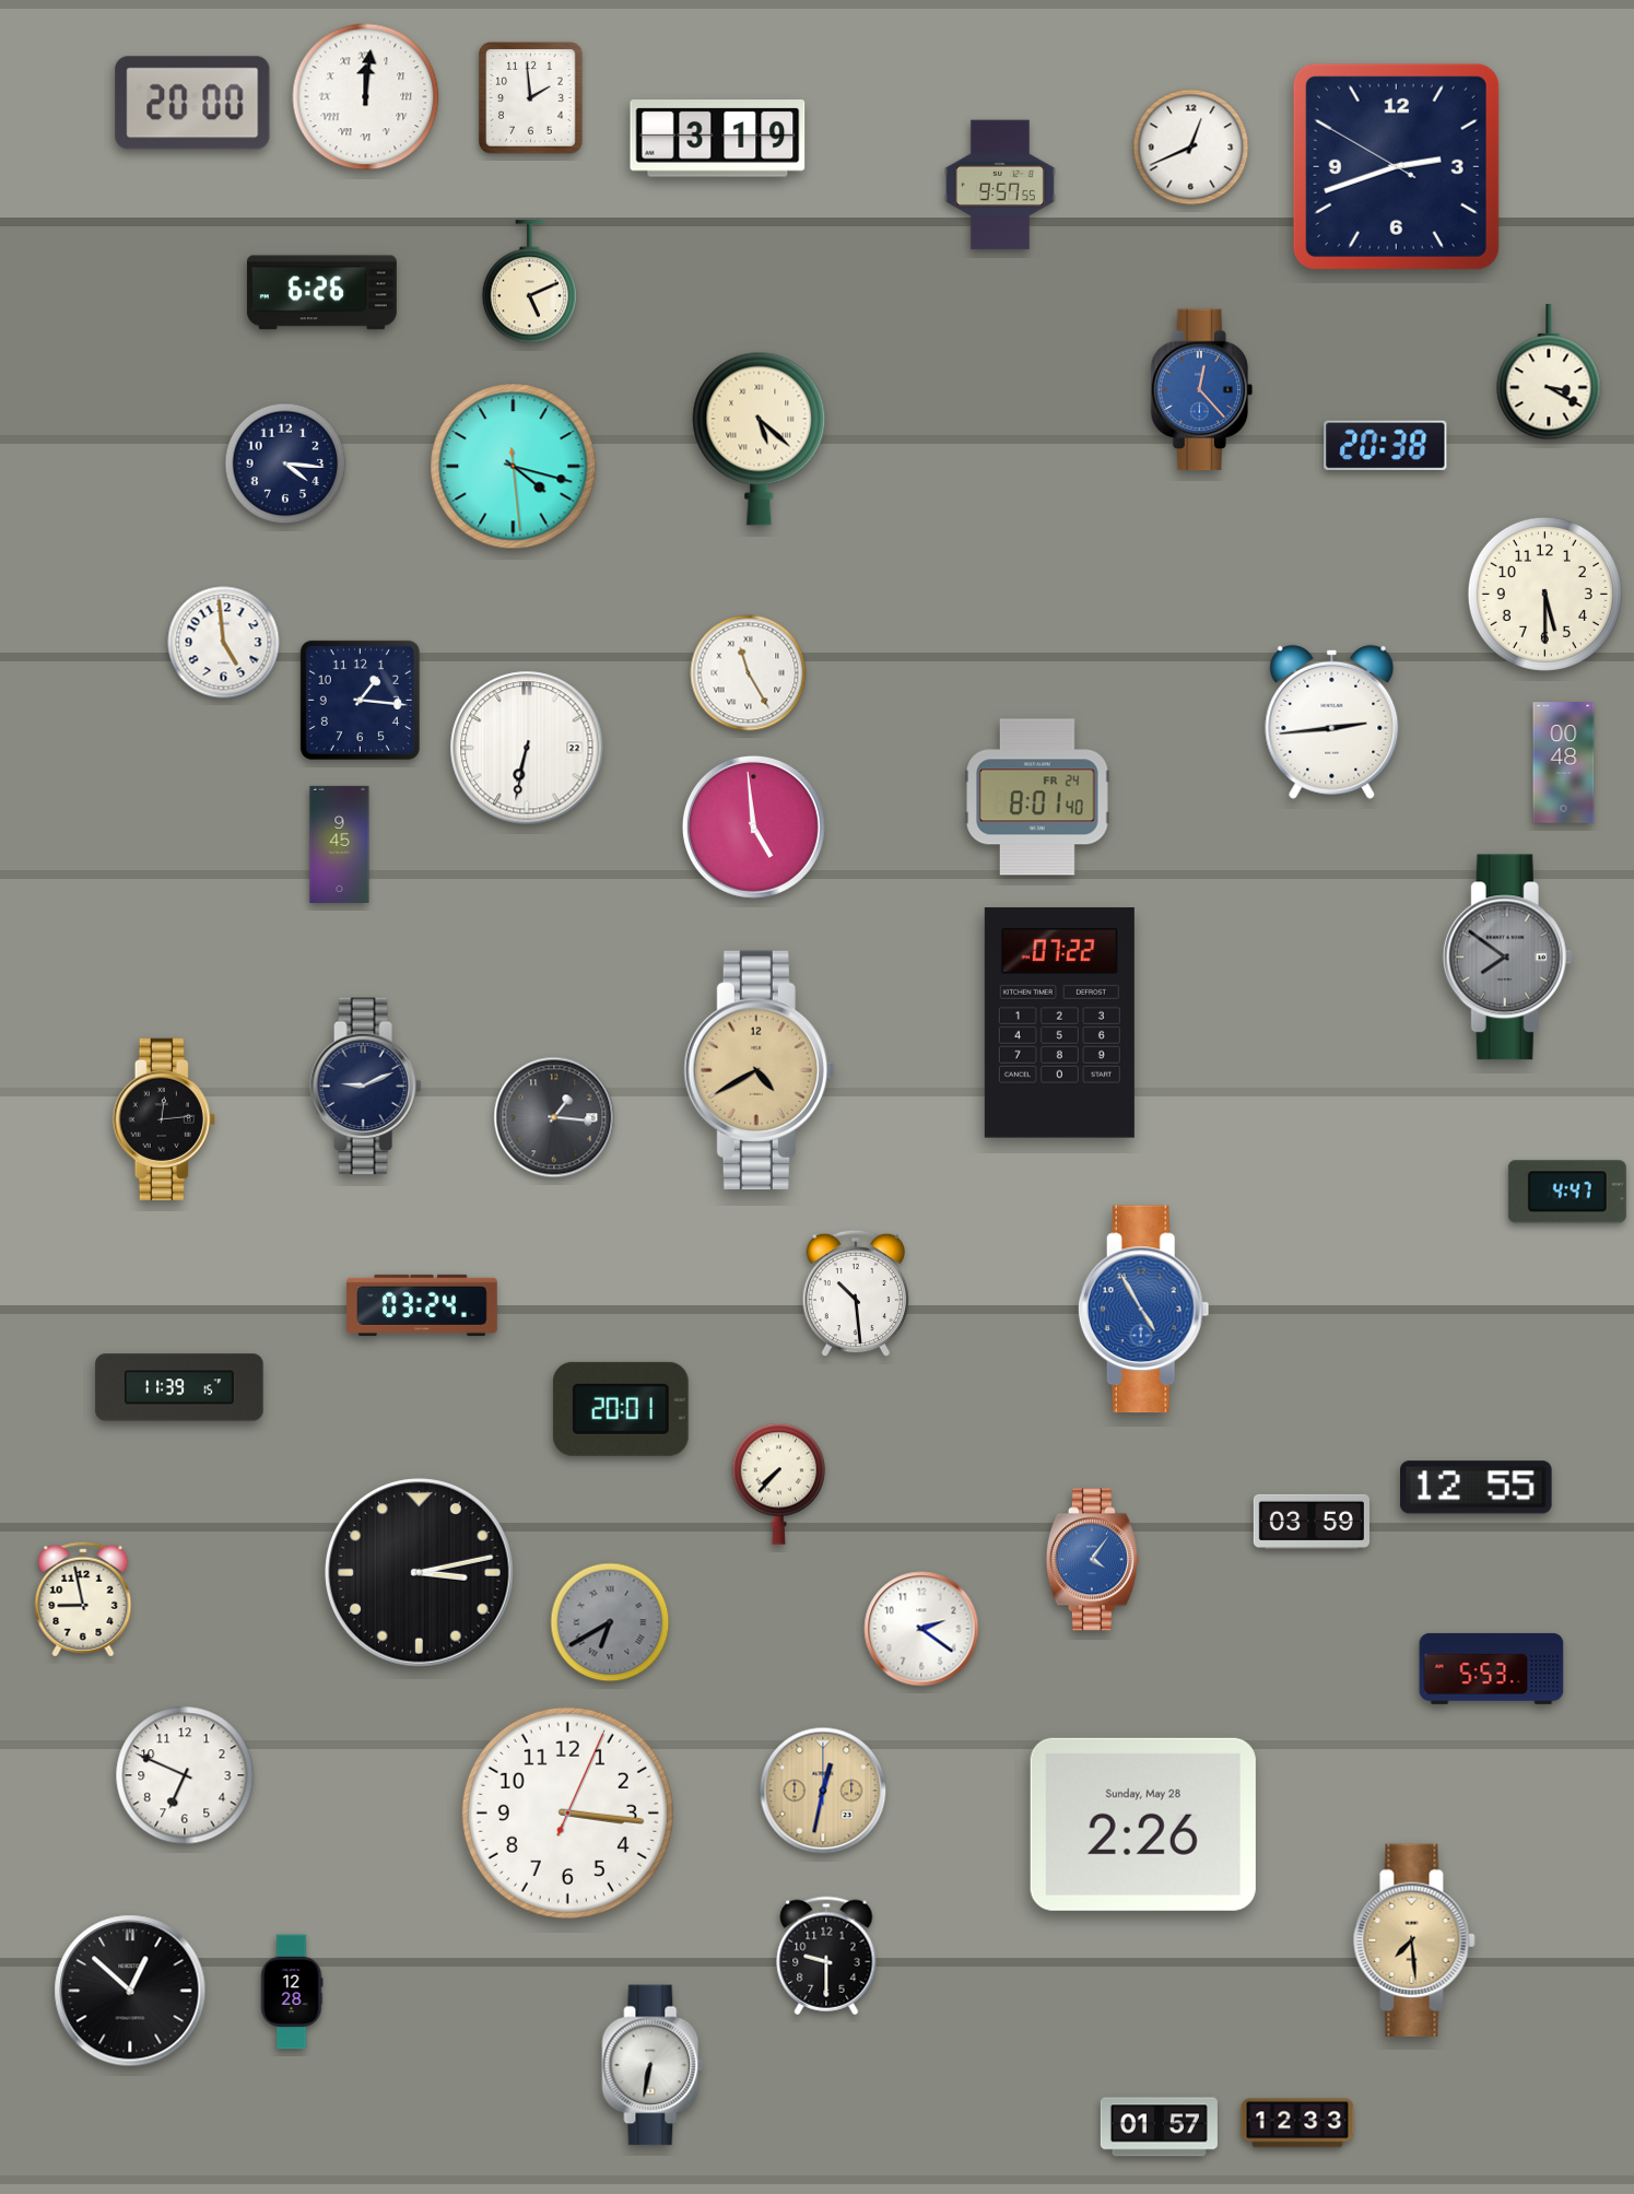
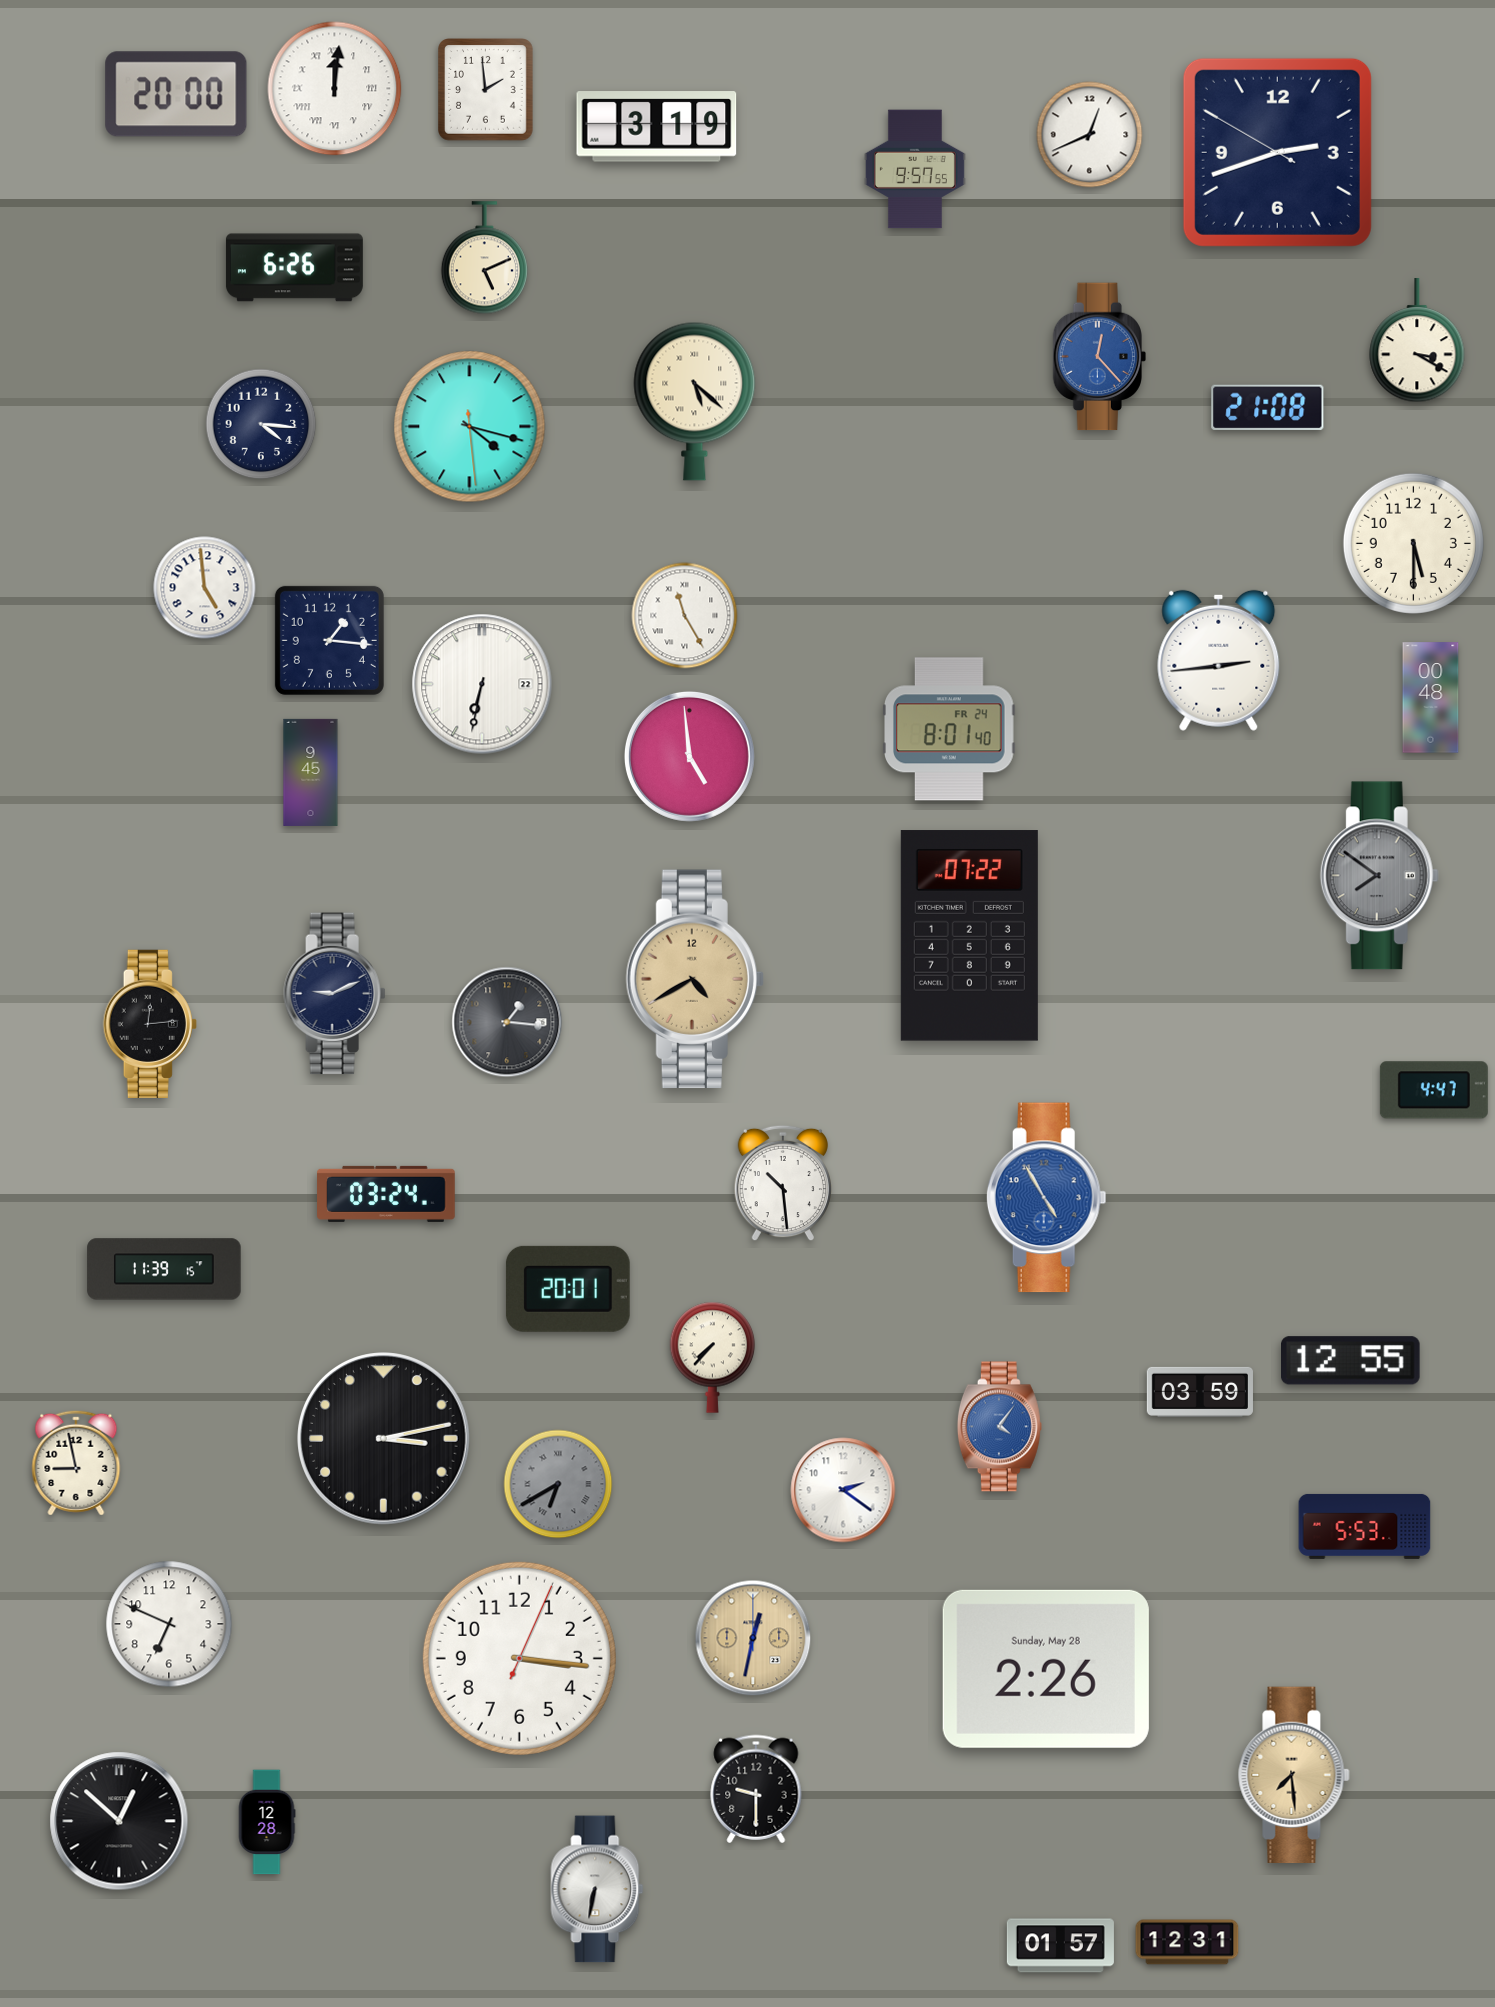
clock at (1386, 445): 20:38 -> 21:08
clock at (1297, 2123): 12:33 -> 12:31
